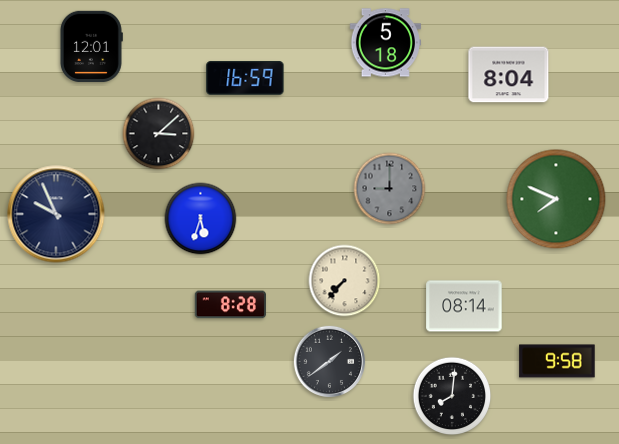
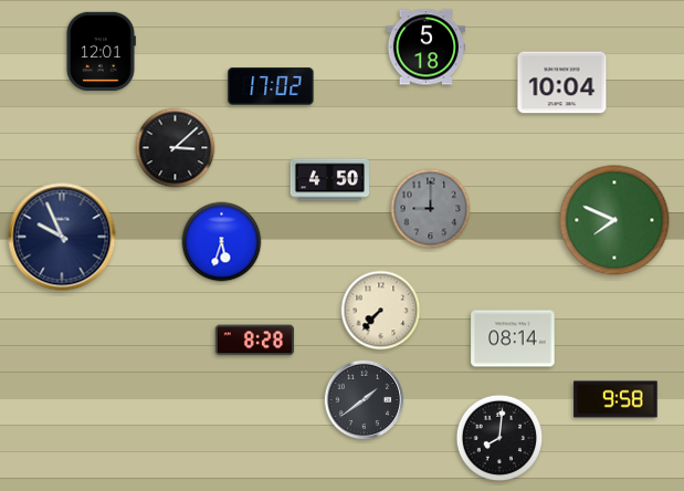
clock at (509, 75): 8:04 -> 10:04
clock at (245, 78): 16:59 -> 17:02
clock at (329, 180): none -> 4:50
clock at (230, 305) position: (230, 305) -> (254, 341)
